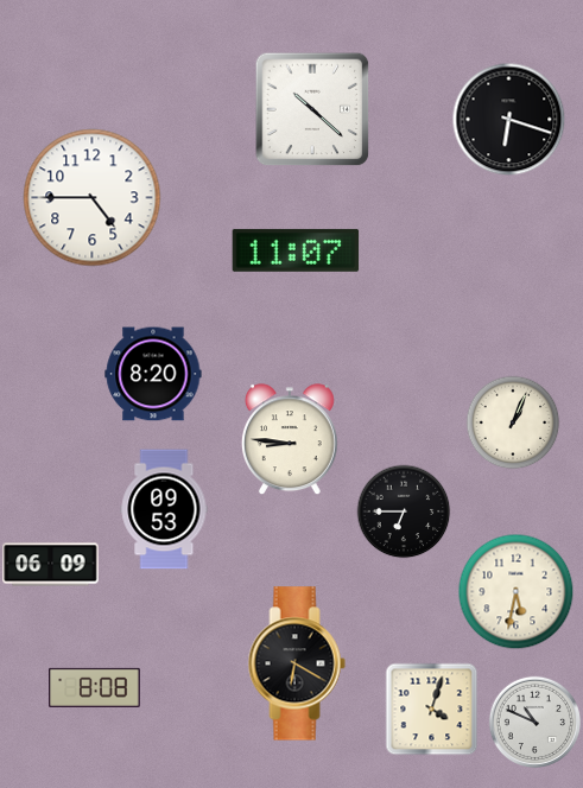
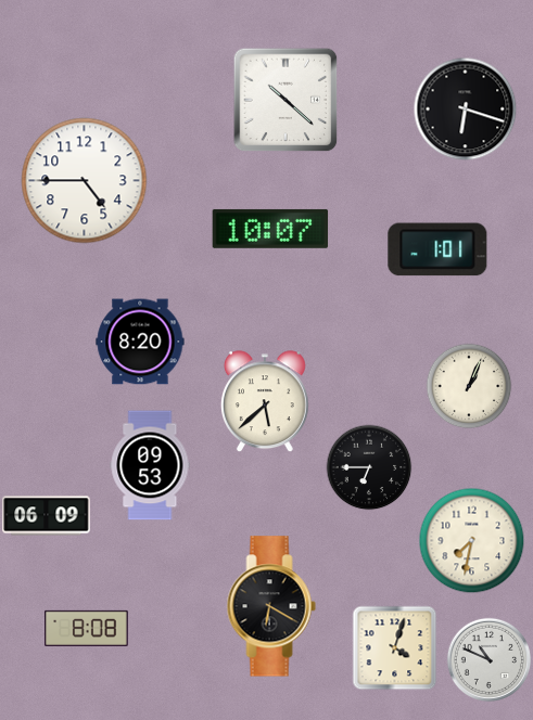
clock at (296, 250): 11:07 -> 10:07
clock at (437, 249): none -> 1:01
clock at (290, 439): 8:46 -> 5:38
clock at (515, 591): 5:32 -> 7:32
